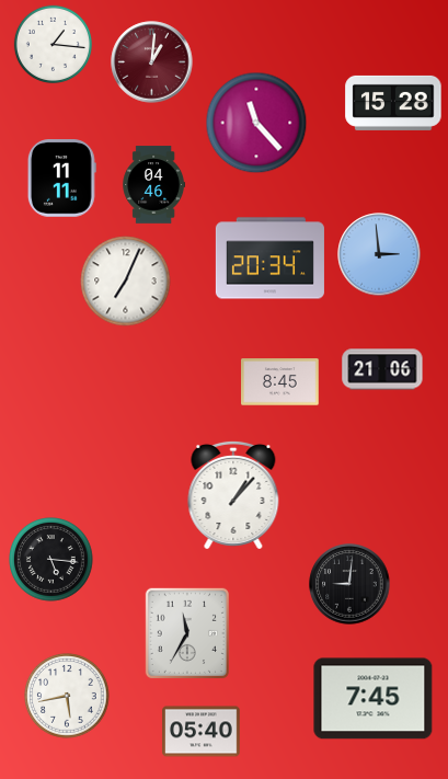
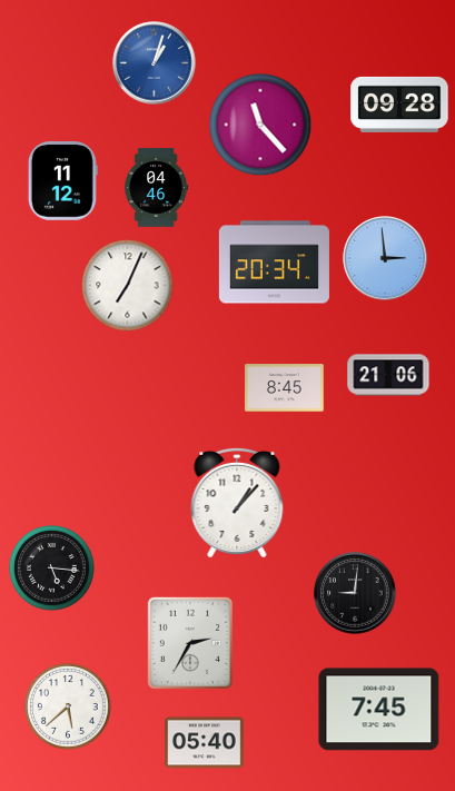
clock at (53, 44): 1:16 -> none
clock at (152, 62): 1:01 -> 1:03
clock at (152, 62) dial: burgundy -> blue
clock at (393, 103): 15:28 -> 09:28
clock at (61, 179): 11:11 -> 11:12
clock at (186, 632): 11:35 -> 2:35
clock at (67, 696): 5:43 -> 5:38
